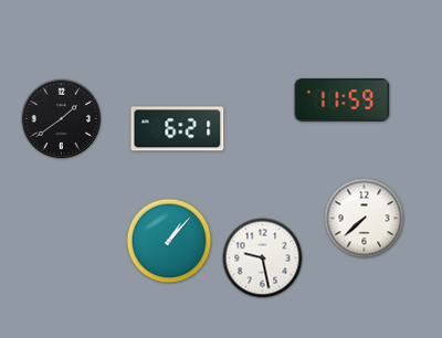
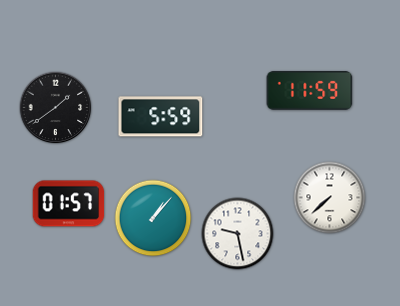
clock at (178, 129): 6:21 -> 5:59
clock at (69, 204): none -> 01:57
